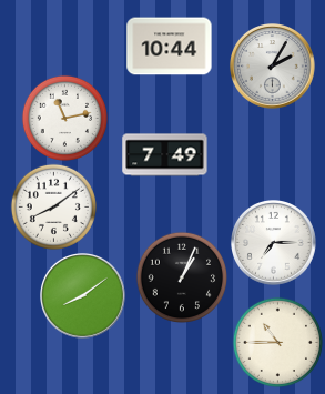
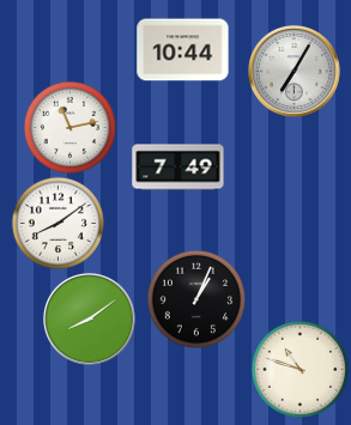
clock at (273, 67): 2:05 -> 7:05
clock at (274, 243): 7:15 -> none
clock at (277, 342): 10:45 -> 10:48
